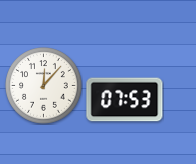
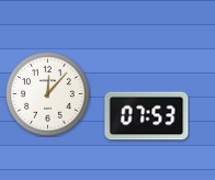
clock at (125, 100) position: (125, 100) -> (147, 116)
